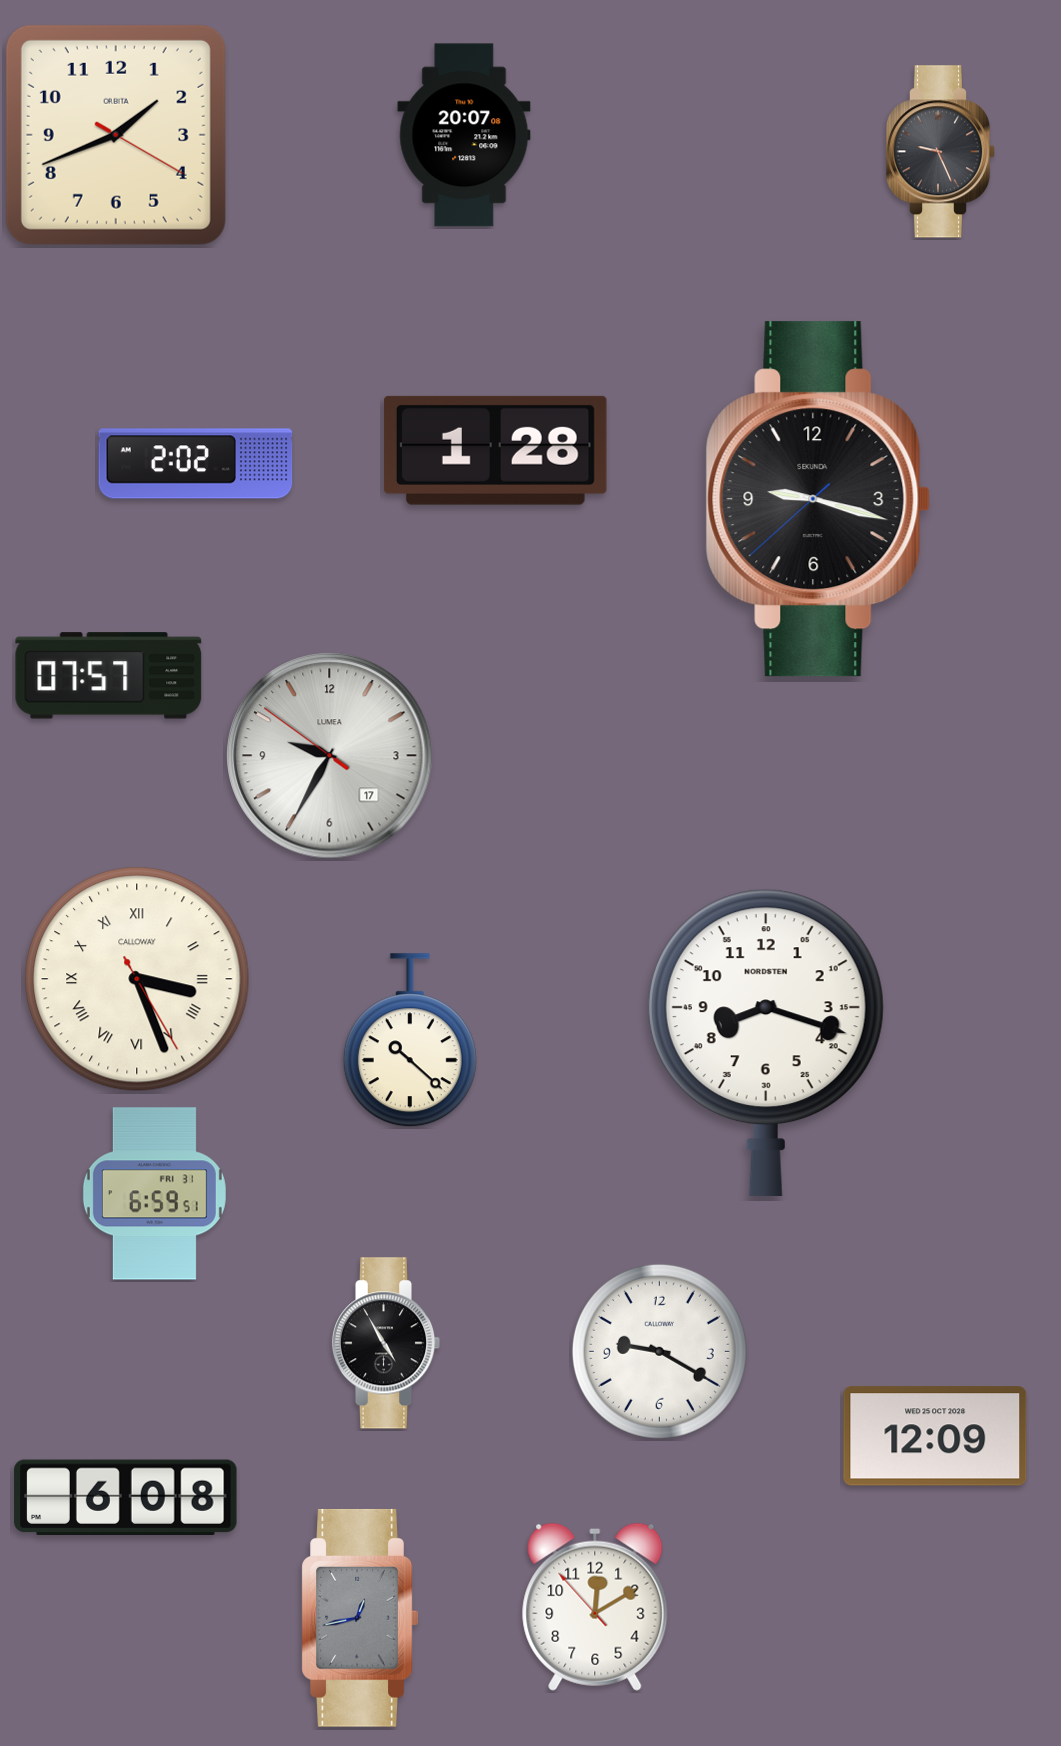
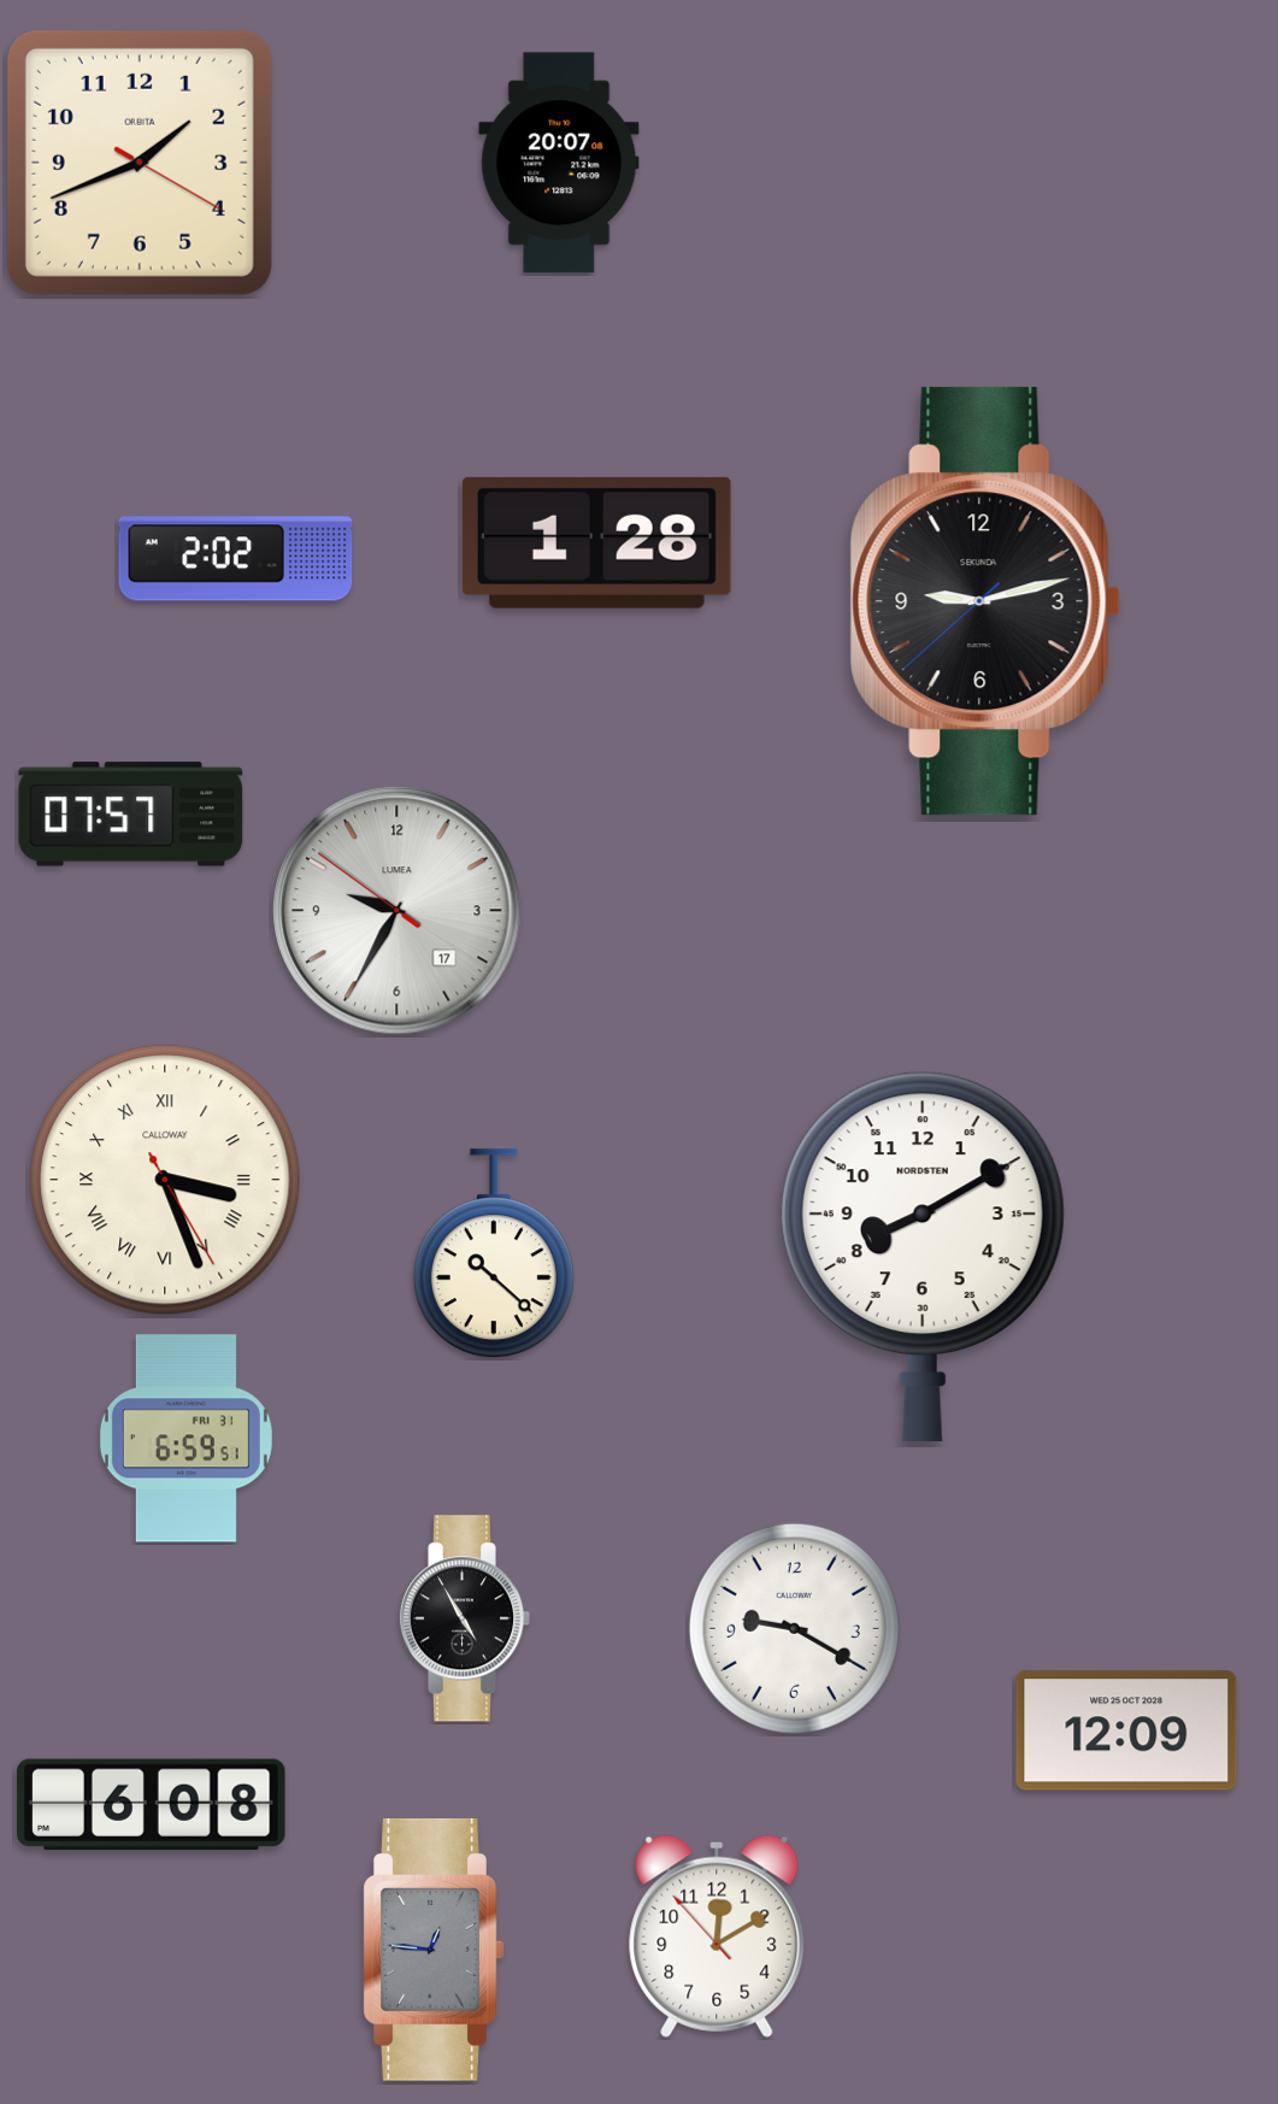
clock at (941, 152): 9:26 -> none
clock at (818, 499): 9:17 -> 9:12
clock at (766, 1043): 8:18 -> 8:10
clock at (360, 1618): 12:43 -> 12:46
